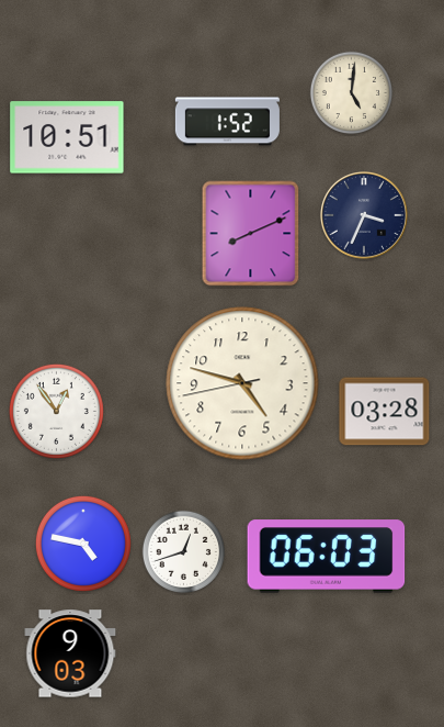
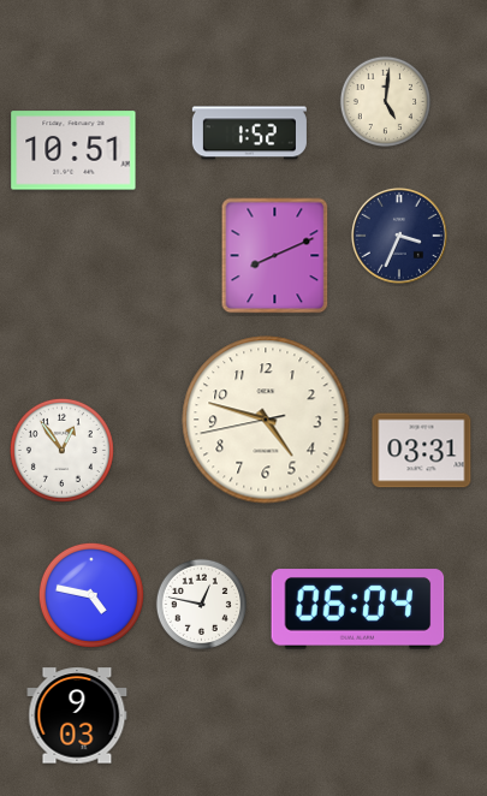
clock at (385, 412): 03:28 -> 03:31
clock at (183, 551): 12:42 -> 12:47
clock at (327, 557): 06:03 -> 06:04
